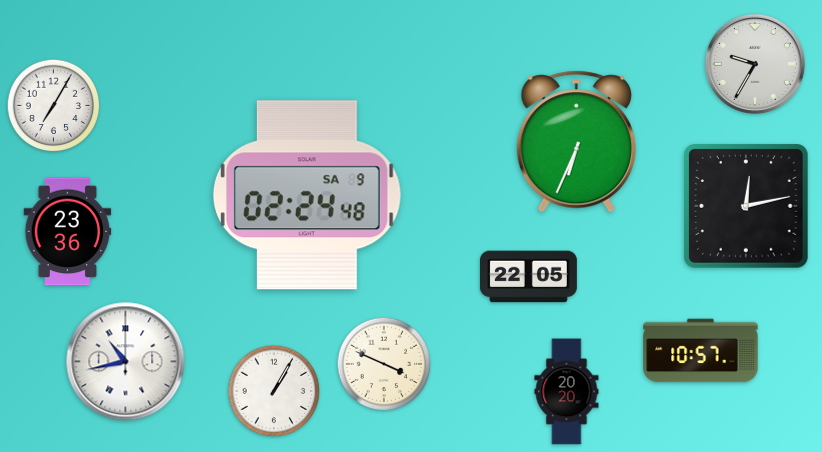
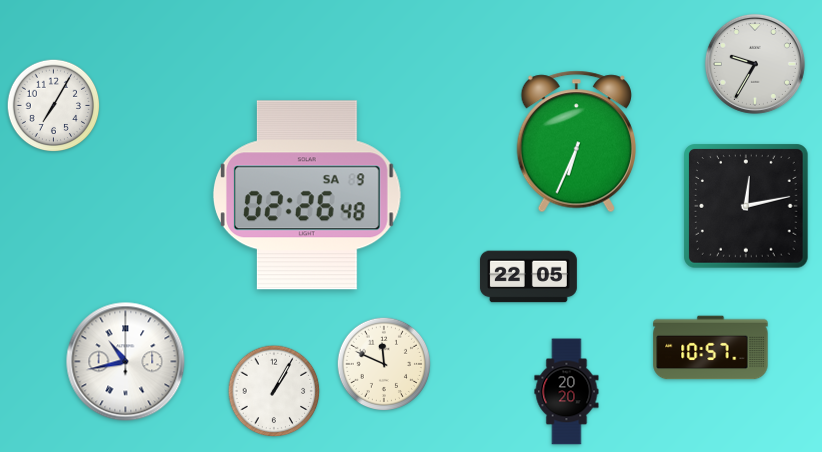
clock at (307, 195): 02:24 -> 02:26
clock at (68, 232): 23:36 -> none
clock at (701, 351) position: (701, 351) -> (711, 348)
clock at (384, 364): 3:49 -> 11:49
